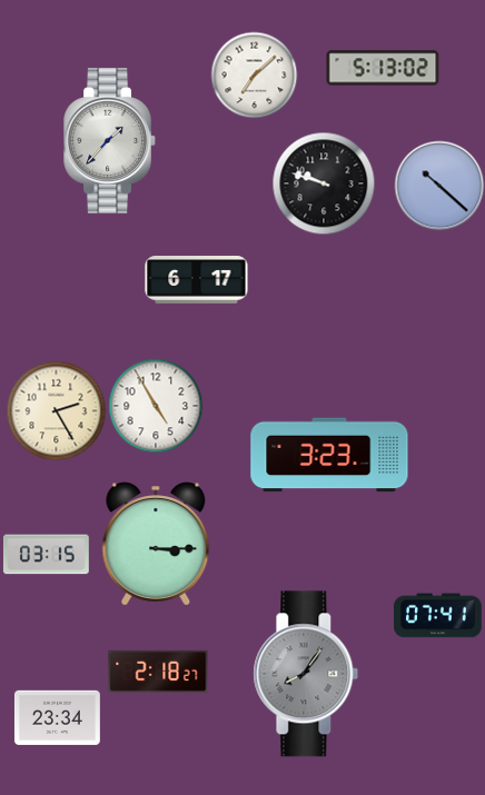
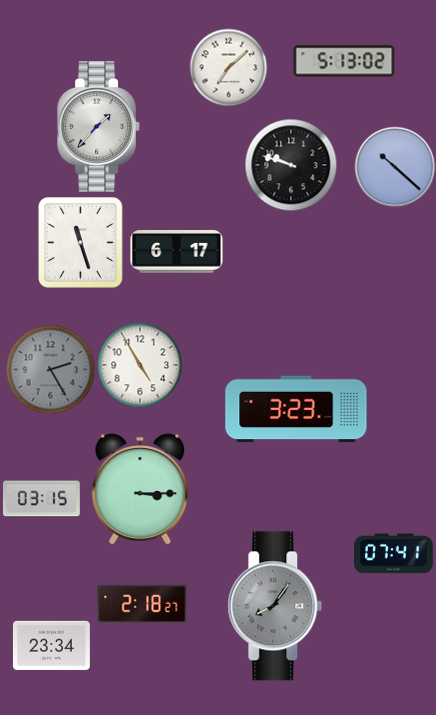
clock at (81, 243): none -> 11:27
clock at (56, 410) dial: cream -> grey
